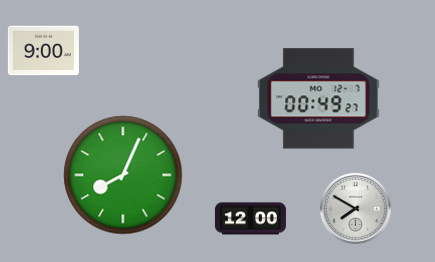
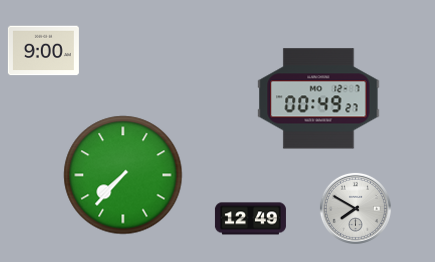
clock at (123, 175): 8:04 -> 7:37
clock at (250, 219): 12:00 -> 12:49
